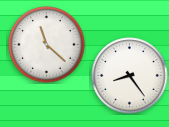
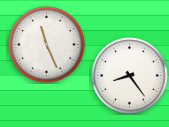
clock at (47, 45): 11:22 -> 11:26
